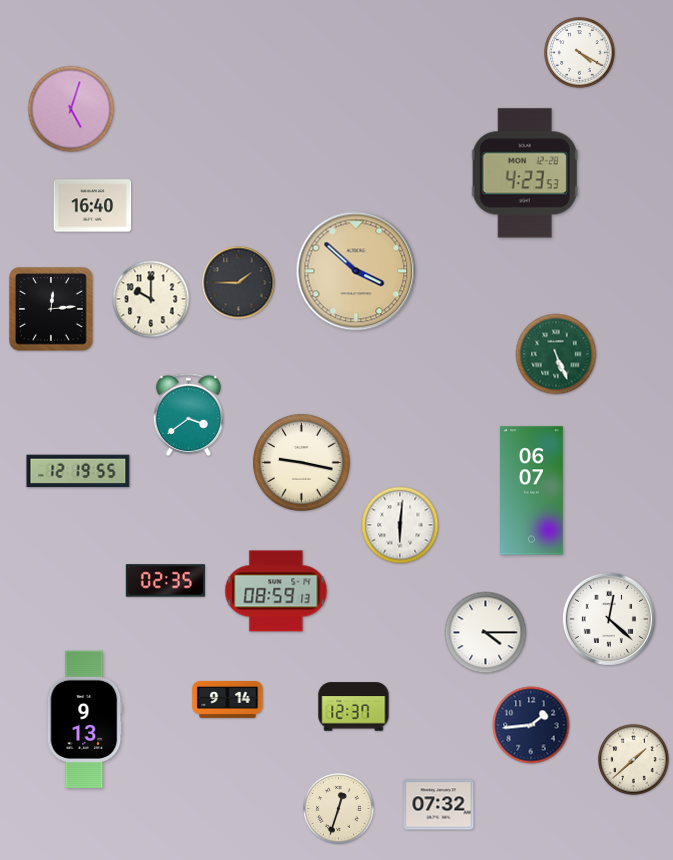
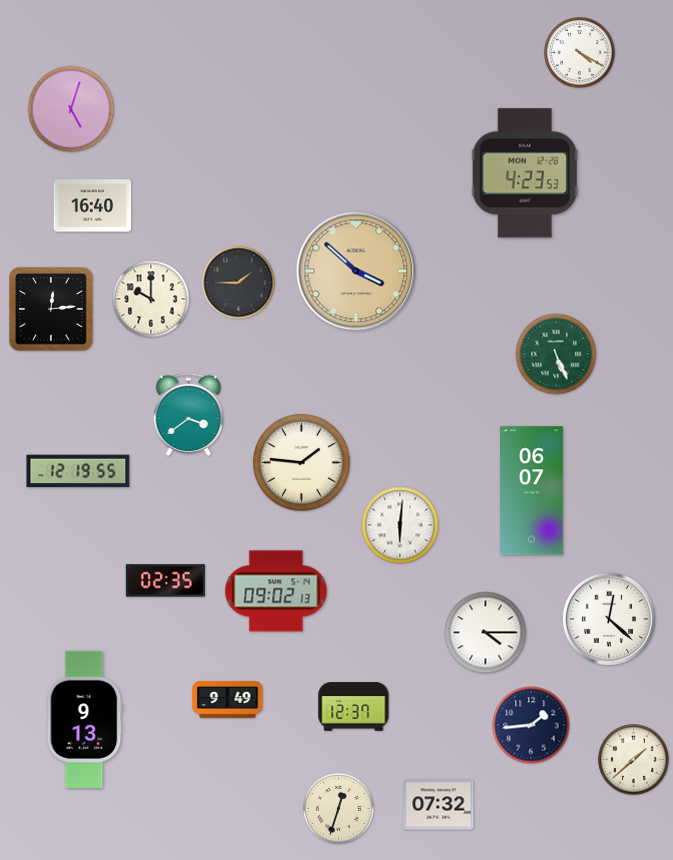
clock at (302, 463): 9:17 -> 1:46
clock at (276, 591): 08:59 -> 09:02
clock at (228, 700): 9:14 -> 9:49
